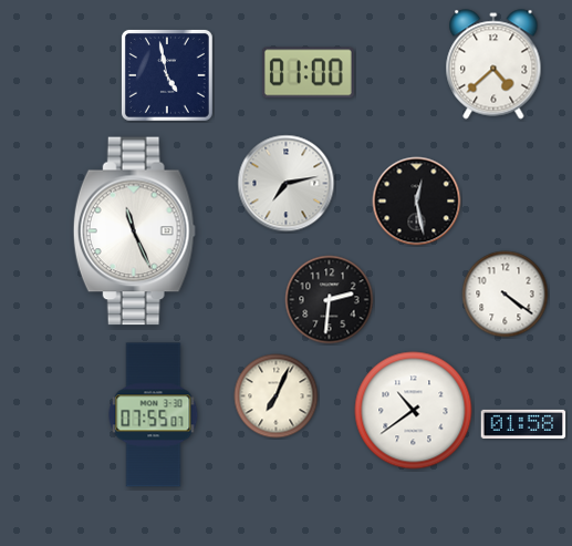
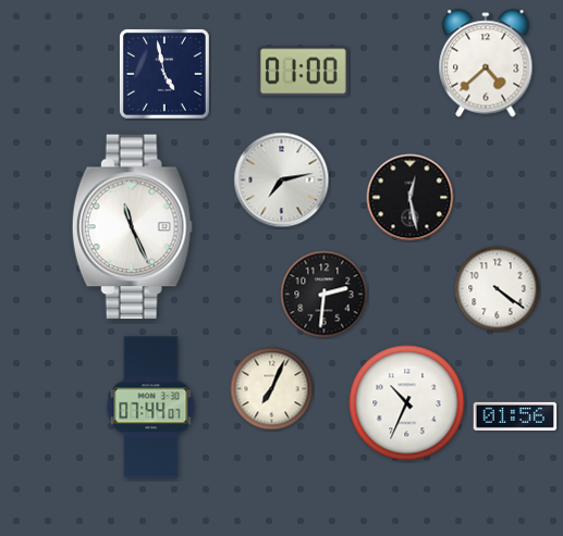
clock at (414, 411): 10:39 -> 10:34
clock at (154, 415): 07:55 -> 07:44
clock at (523, 424): 01:58 -> 01:56
